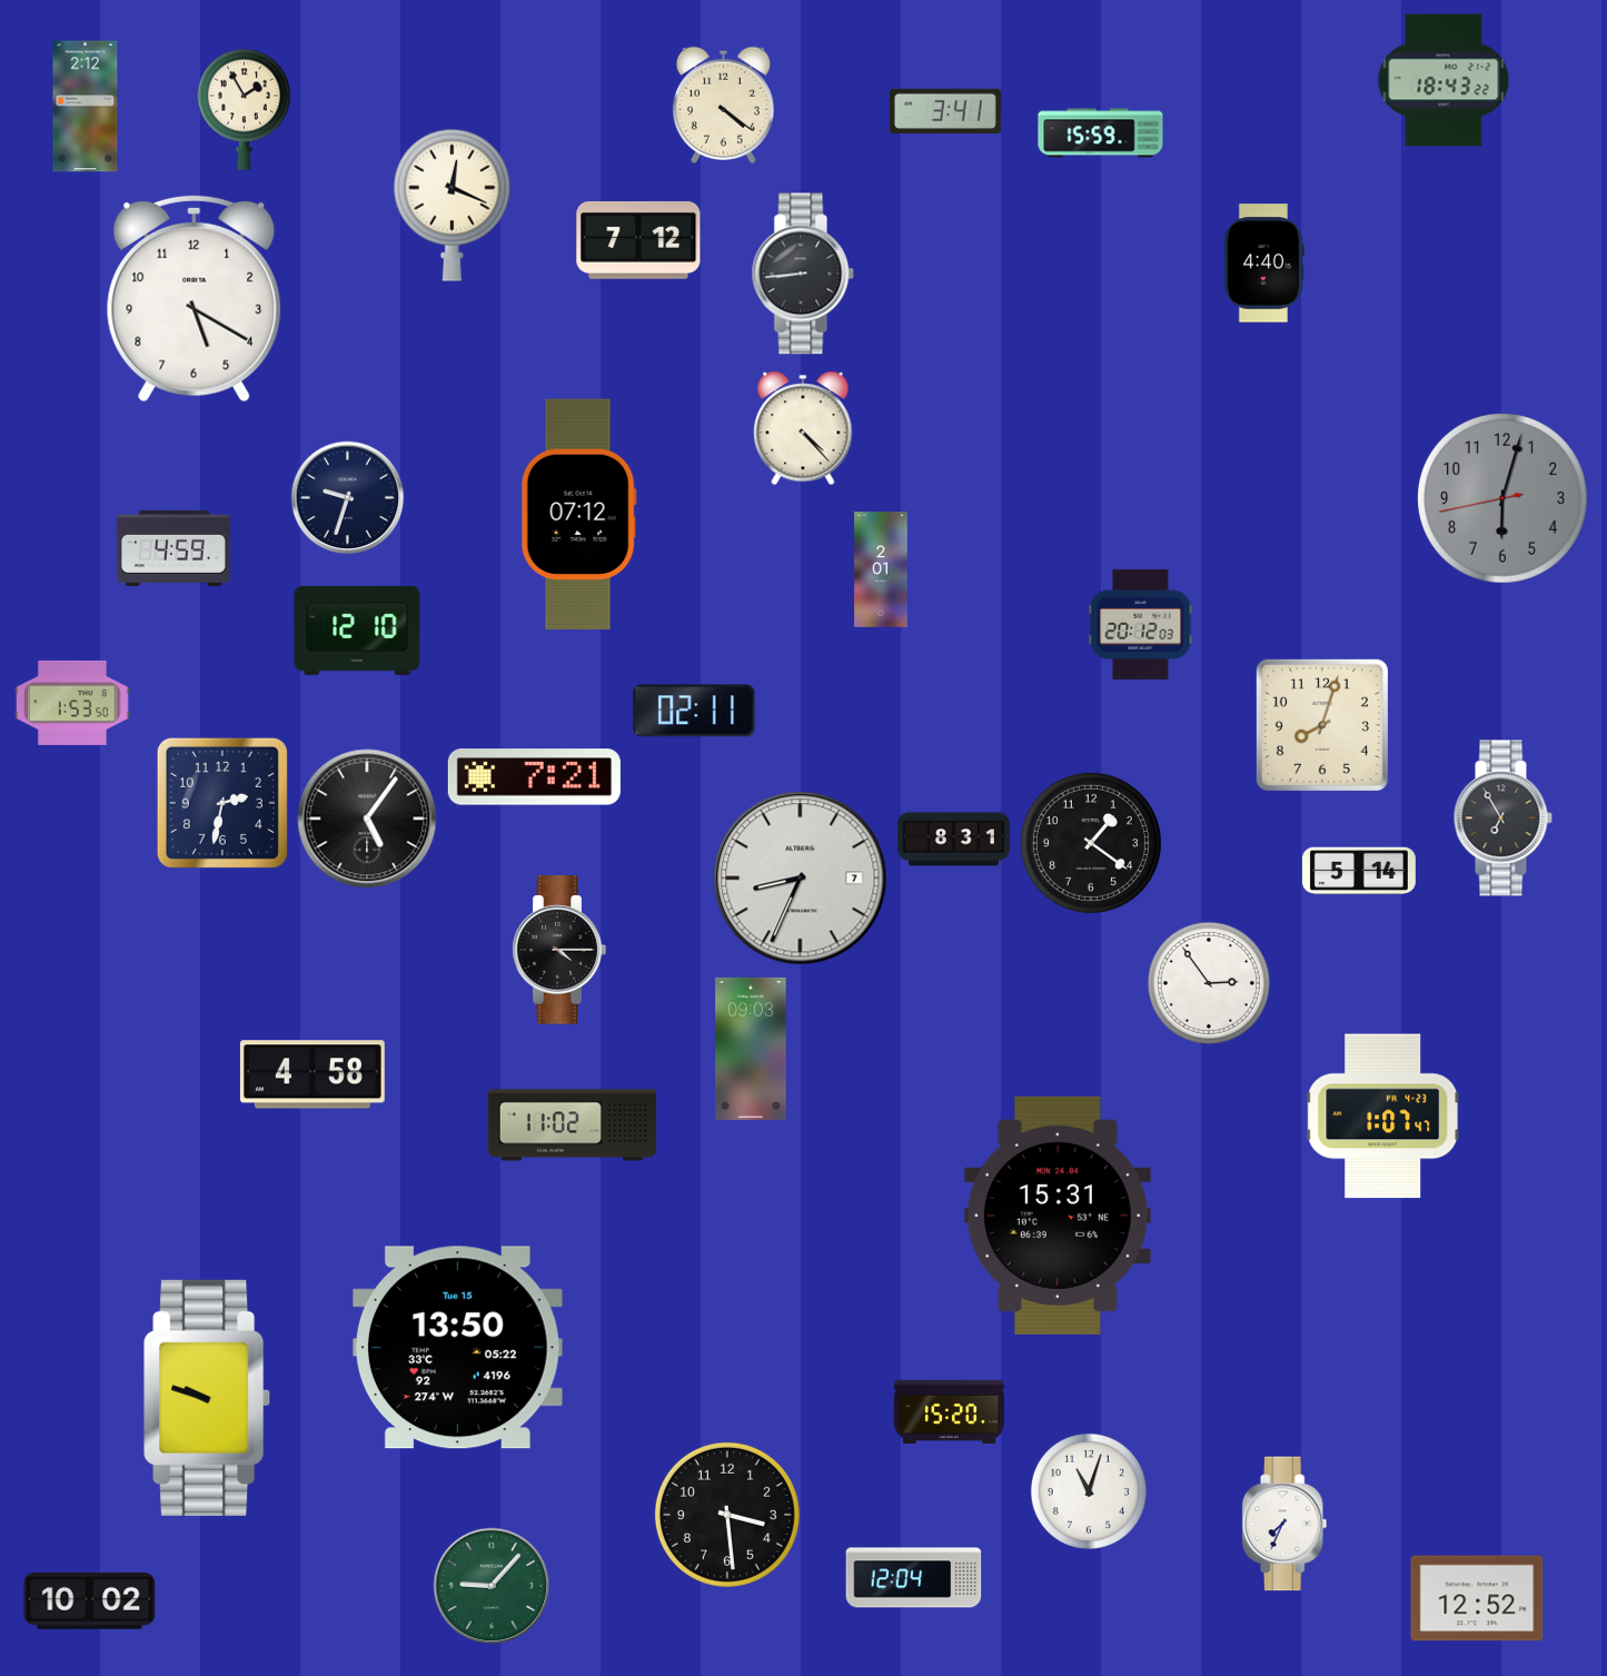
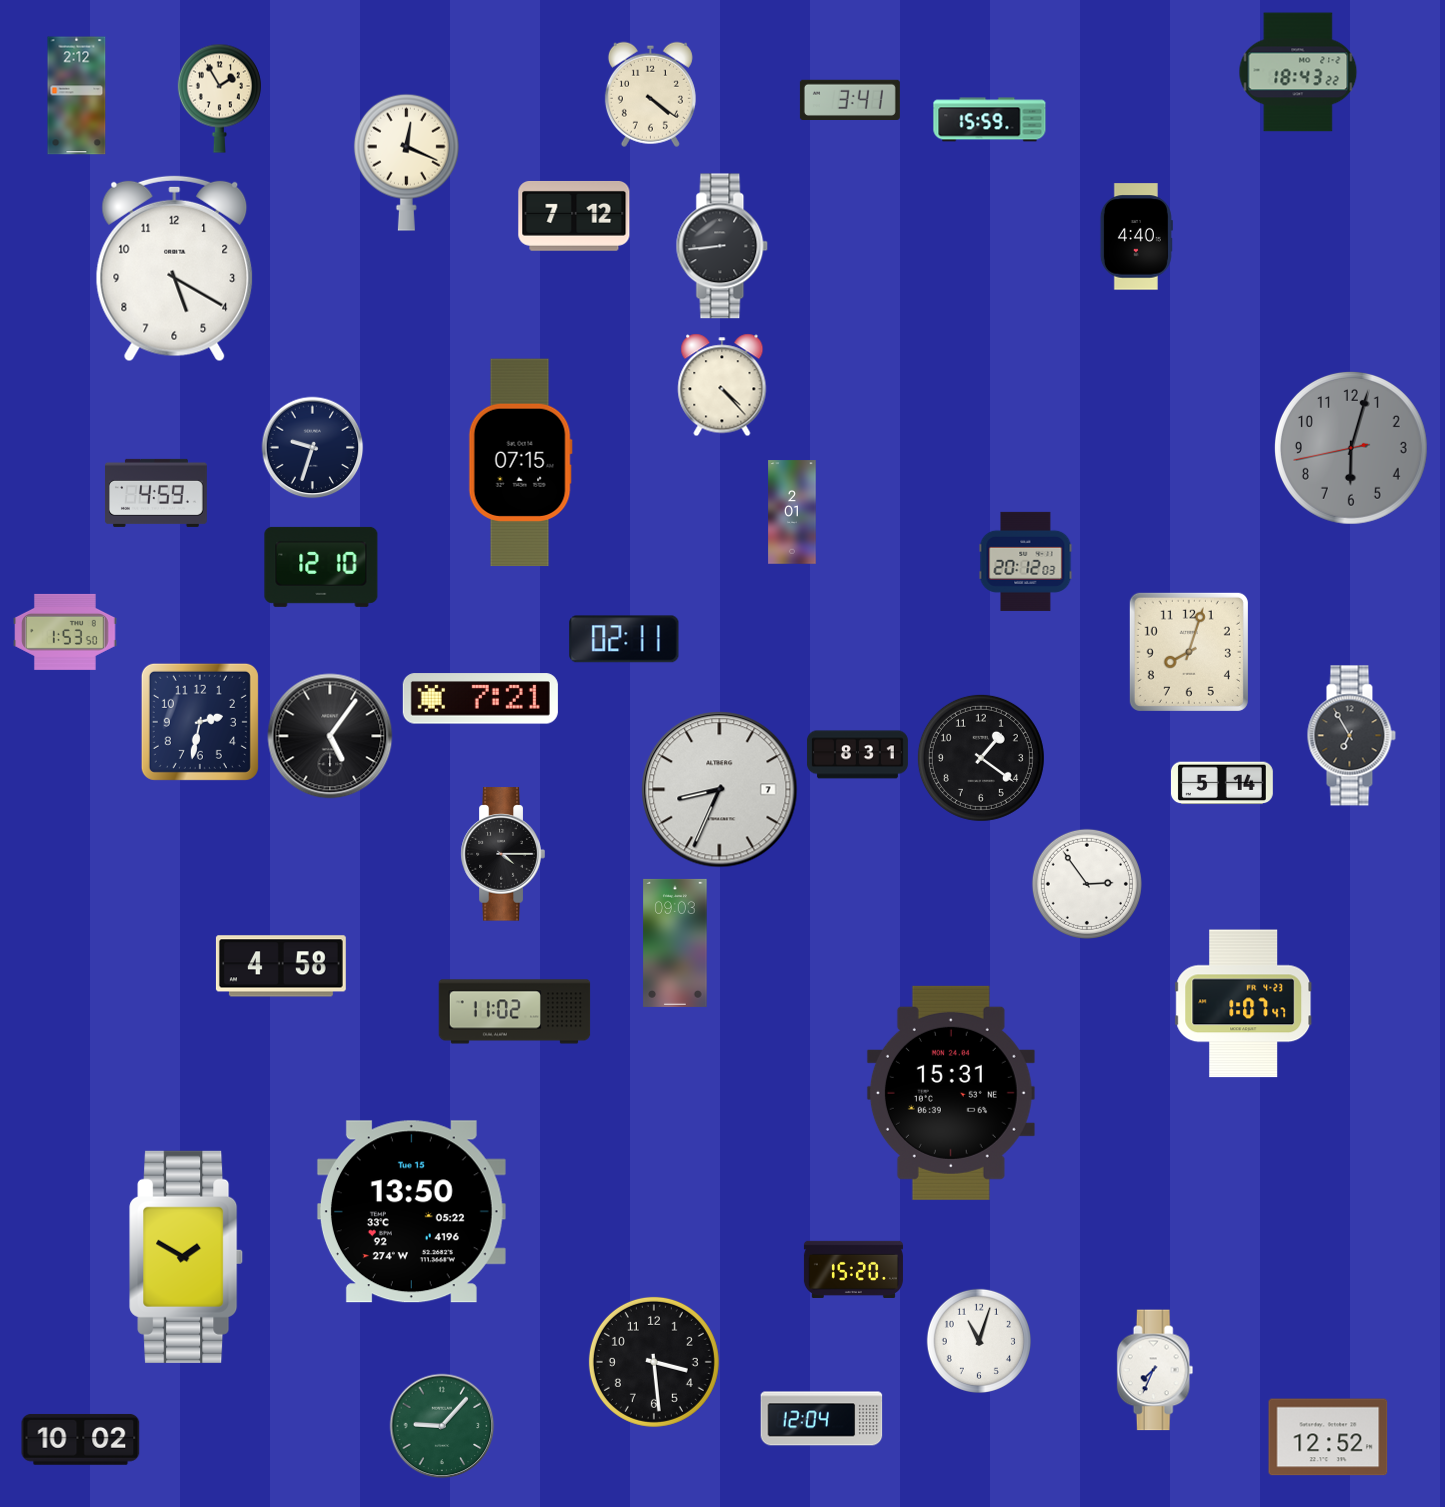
clock at (452, 205) position: (452, 205) -> (406, 162)
clock at (578, 515): 07:12 -> 07:15
clock at (208, 1398): 9:48 -> 1:50
